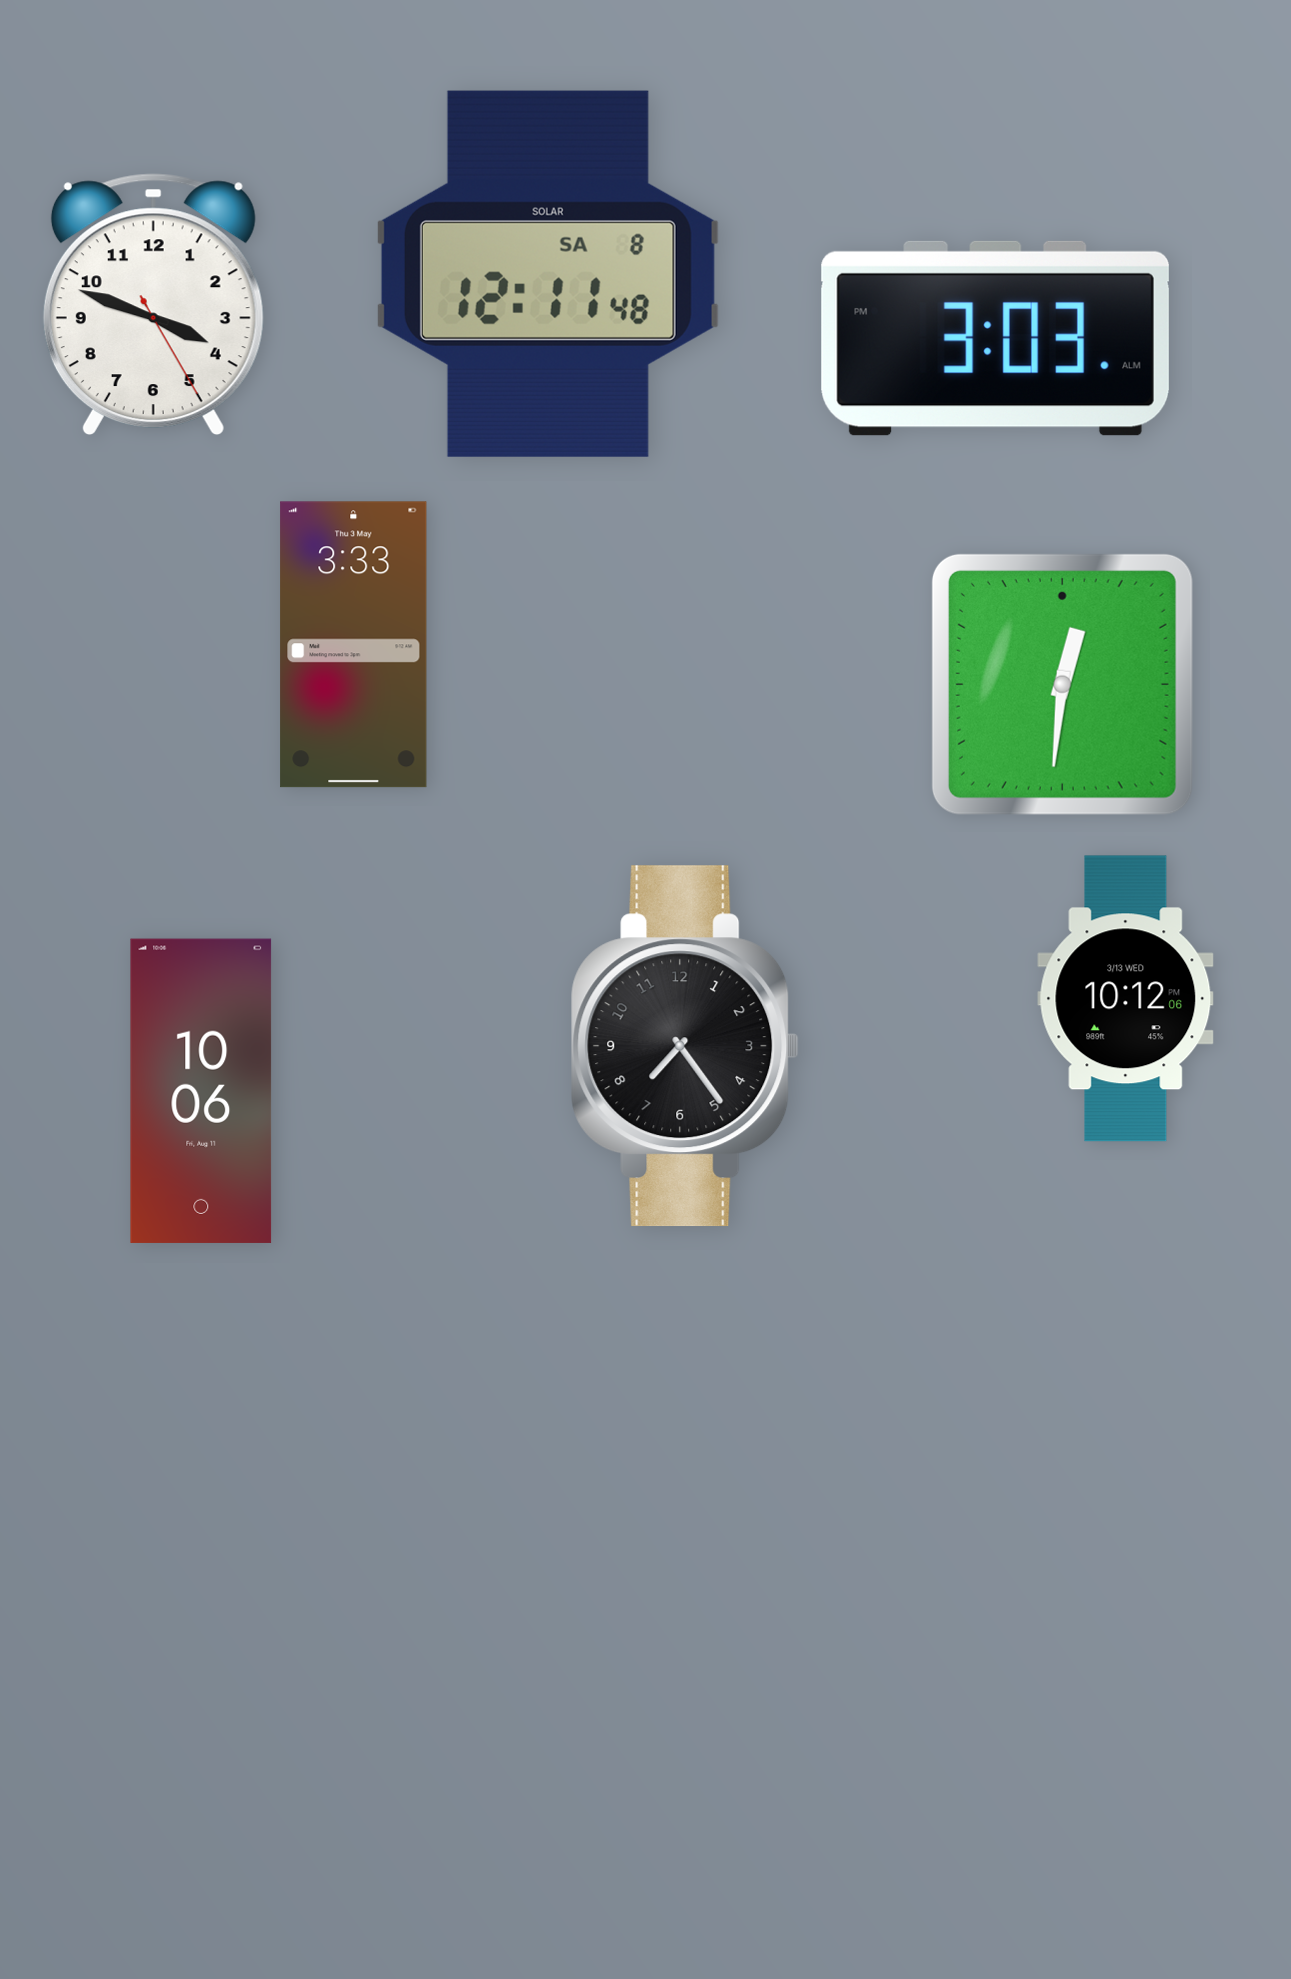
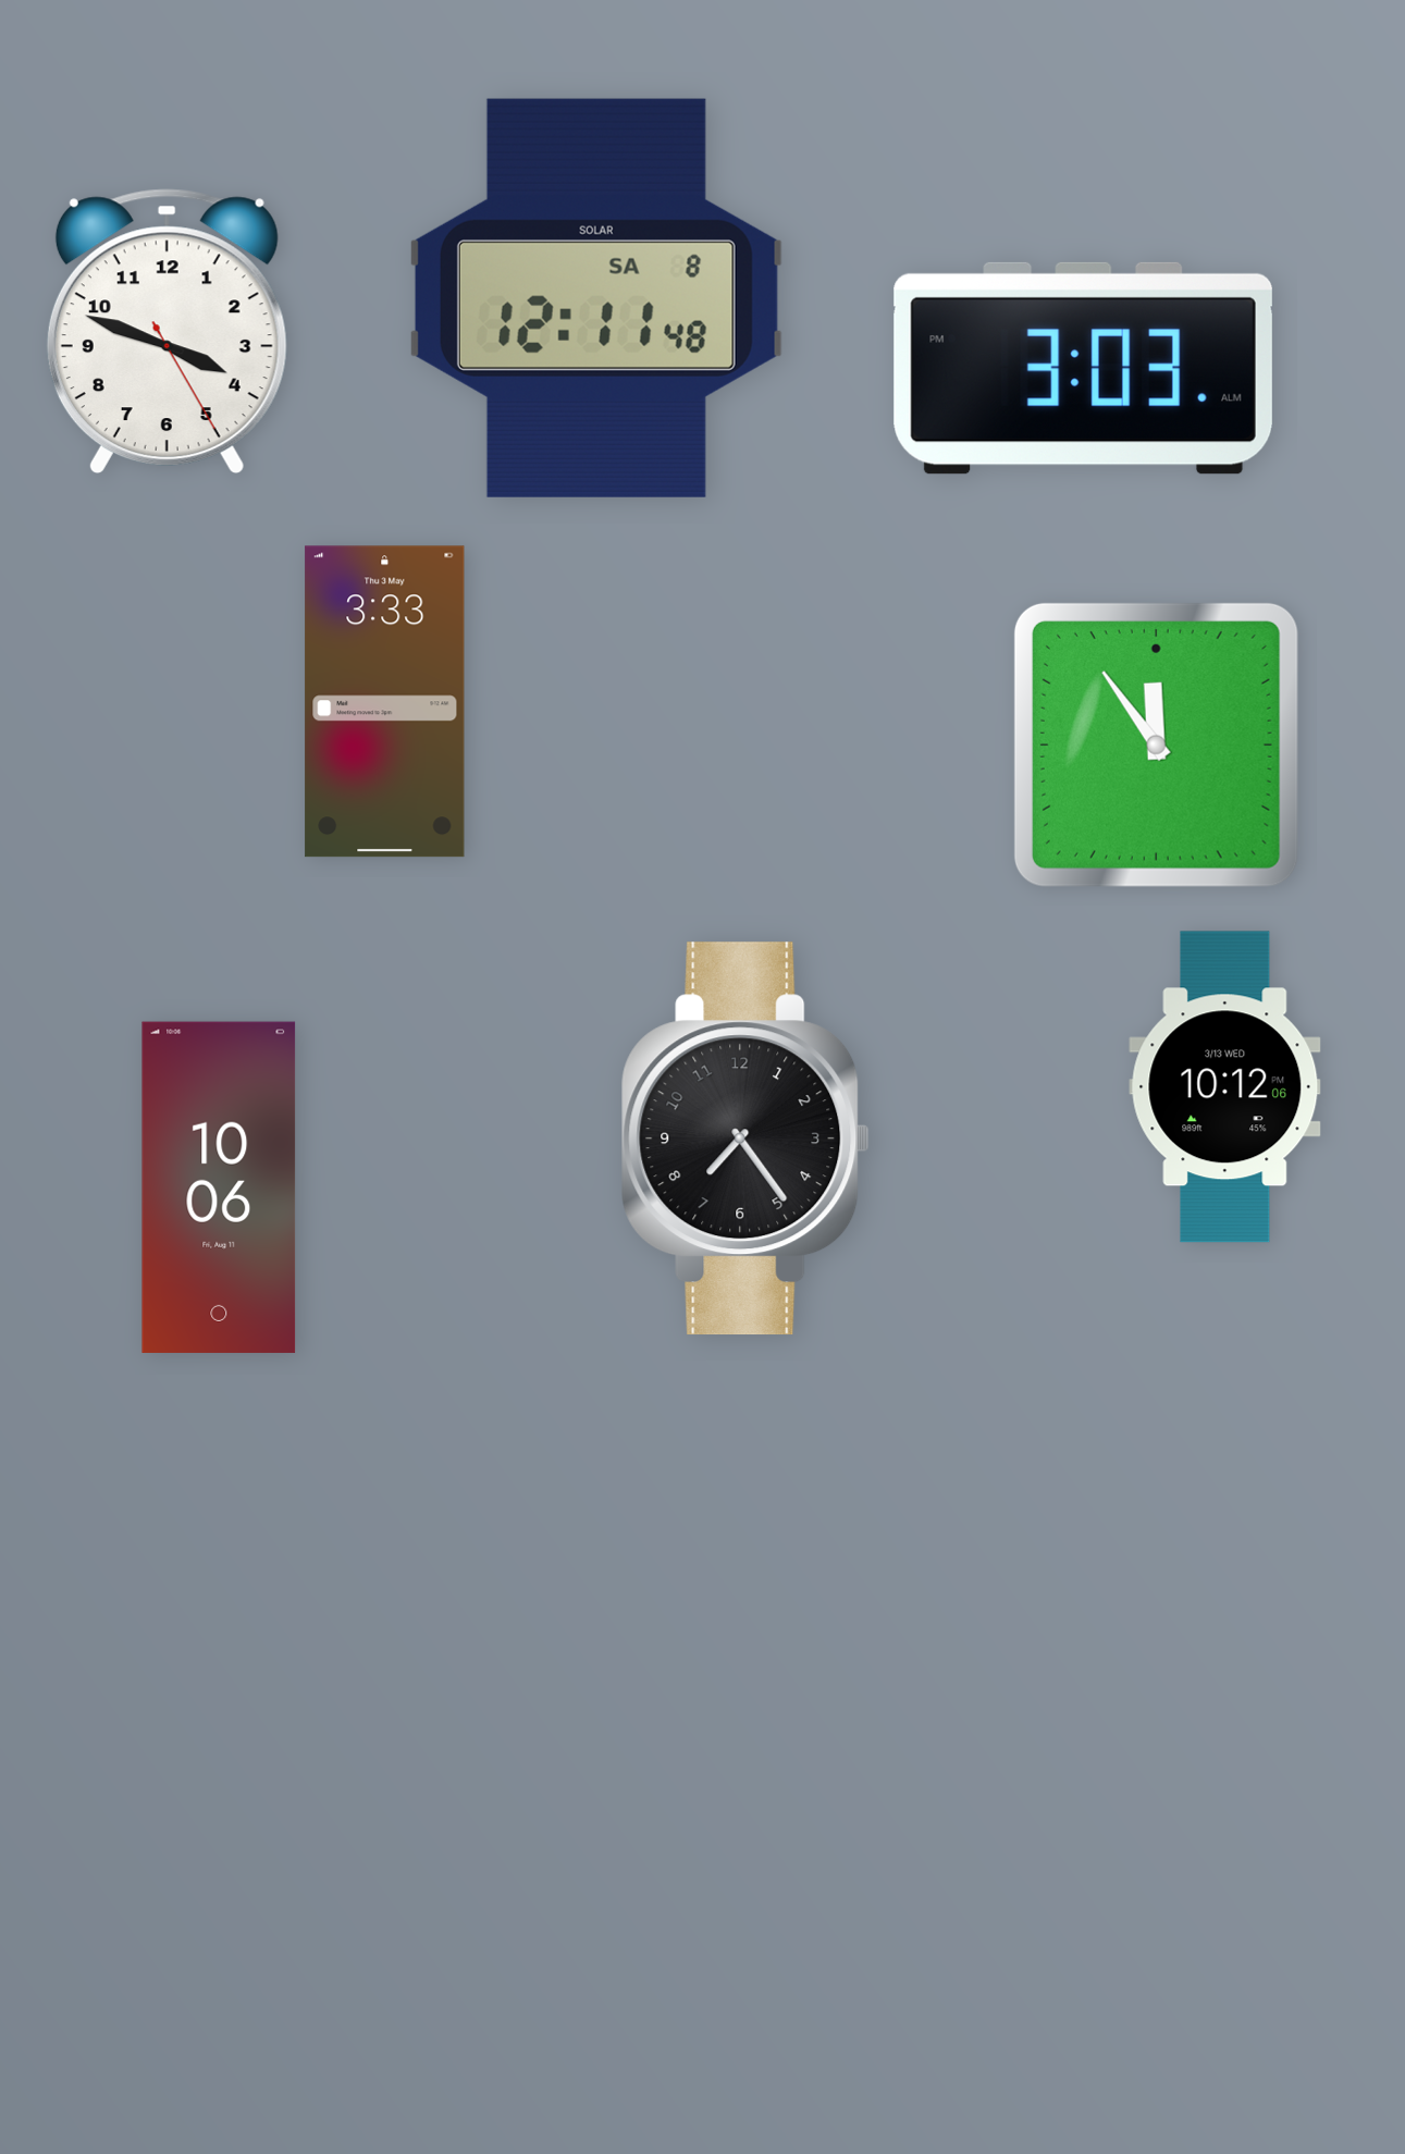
clock at (1062, 684): 12:31 -> 11:54
